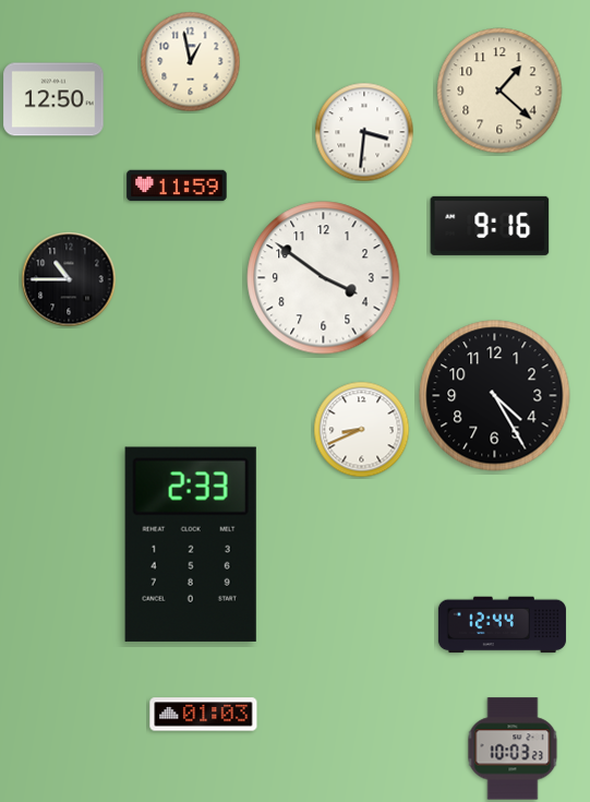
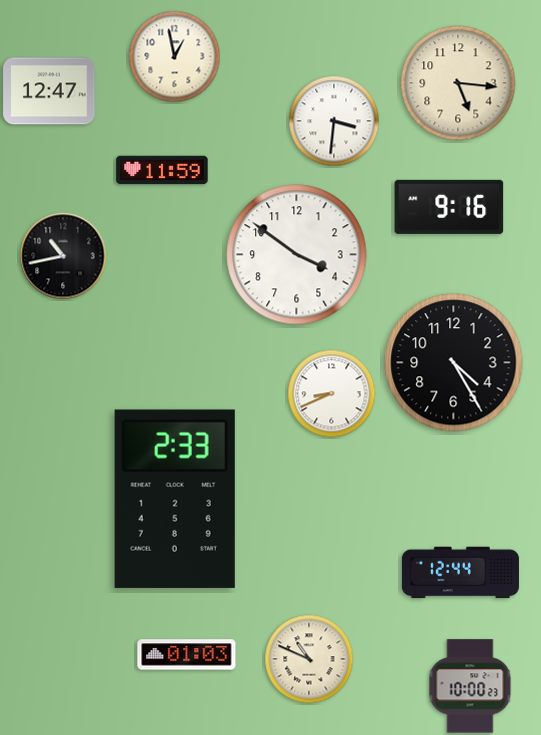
clock at (499, 91): 1:22 -> 5:16
clock at (53, 99): 12:50 -> 12:47
clock at (69, 279): 10:45 -> 10:43
clock at (309, 659): none -> 10:49
clock at (513, 749): 10:03 -> 10:00
